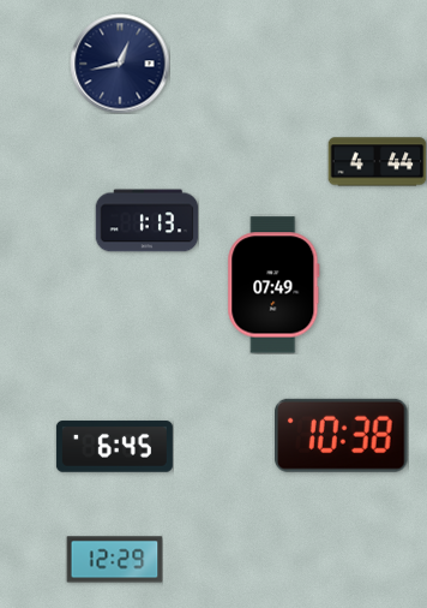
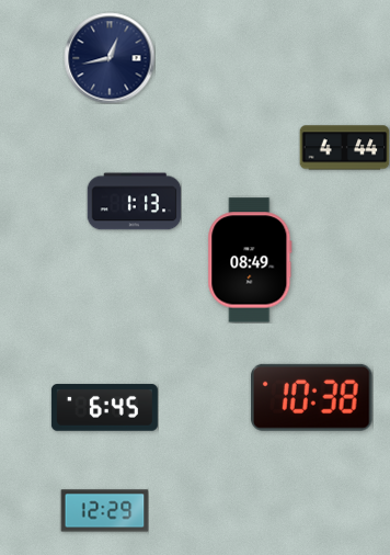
clock at (273, 285): 07:49 -> 08:49
